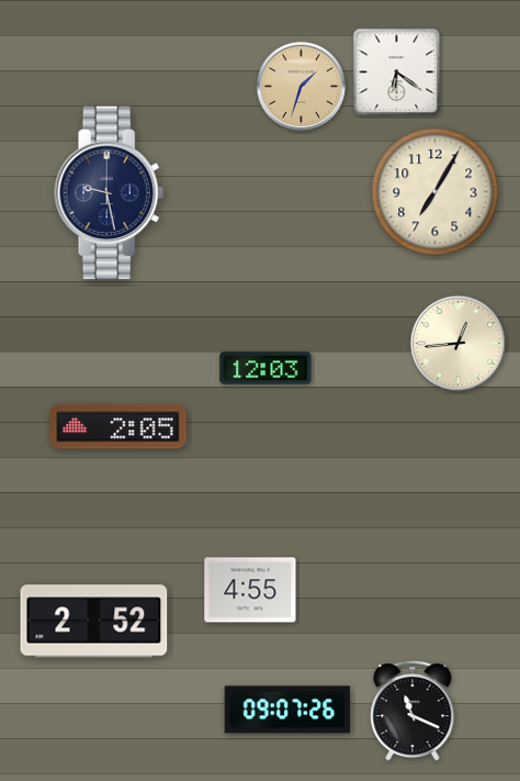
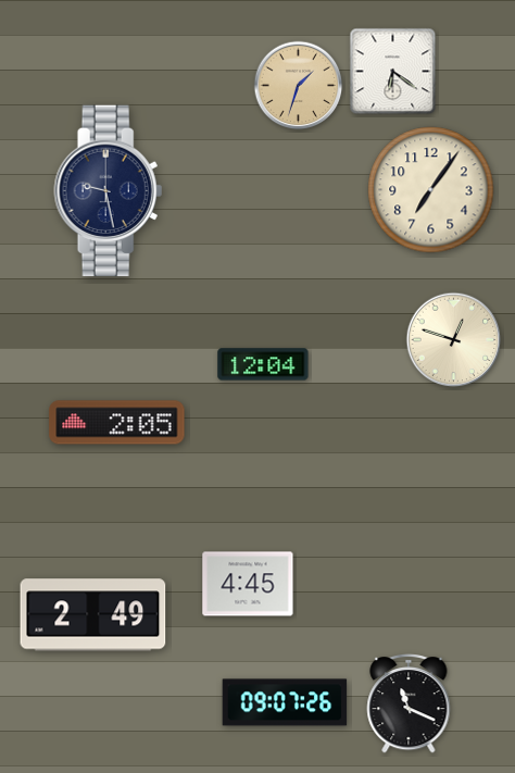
clock at (436, 192): 7:05 -> 7:06
clock at (459, 344): 12:44 -> 12:48
clock at (265, 368): 12:03 -> 12:04
clock at (250, 590): 4:55 -> 4:45
clock at (94, 622): 2:52 -> 2:49
